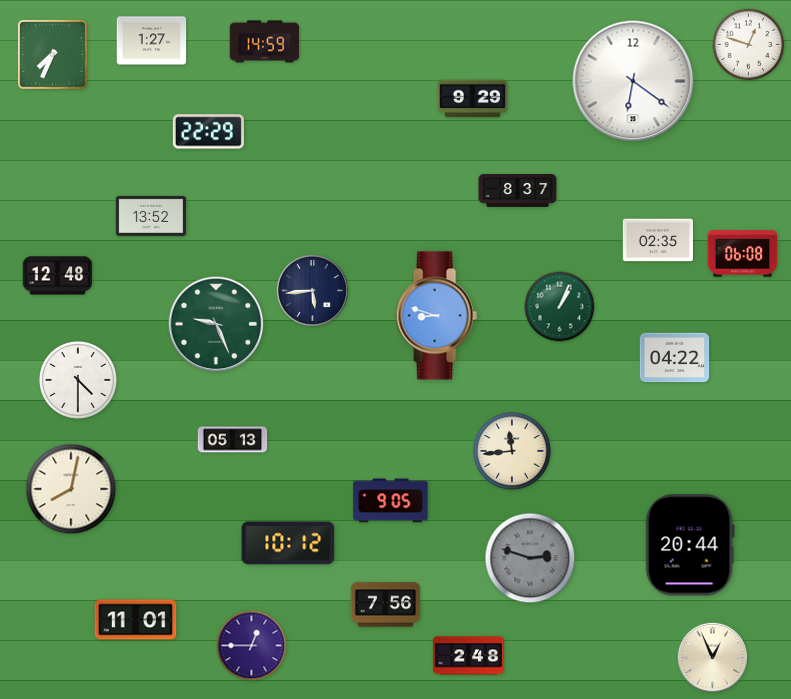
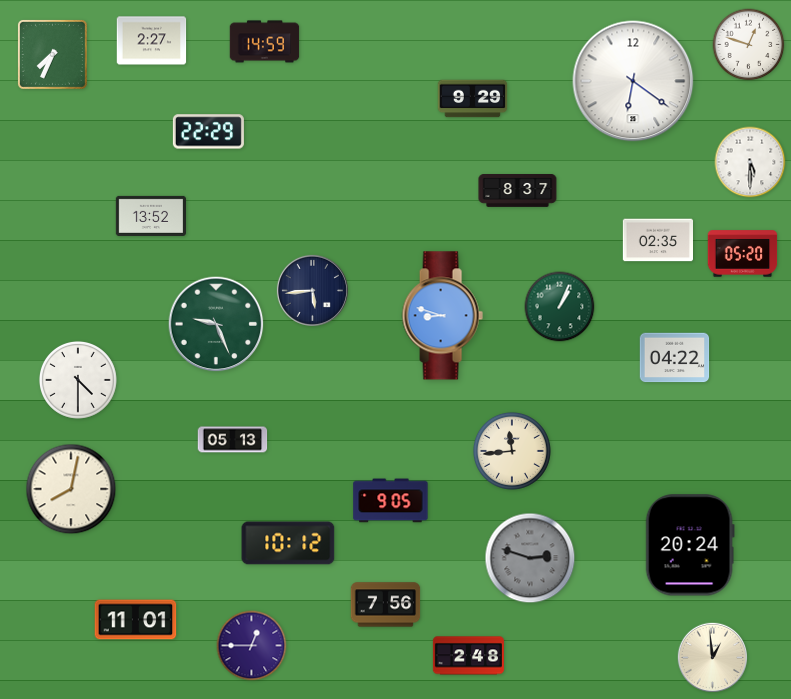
clock at (152, 41): 1:27 -> 2:27
clock at (750, 162): none -> 5:30
clock at (743, 254): 06:08 -> 05:20
clock at (58, 276): 12:48 -> none
clock at (436, 316) position: (436, 316) -> (442, 316)
clock at (690, 545): 20:44 -> 20:24
clock at (712, 657): 12:56 -> 12:59
